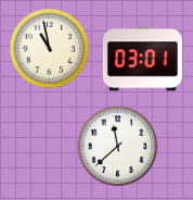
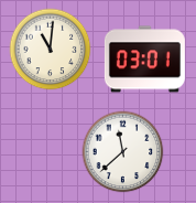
clock at (50, 49): 10:58 -> 11:01
clock at (118, 147) position: (118, 147) -> (123, 152)
